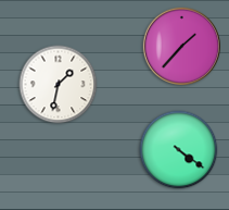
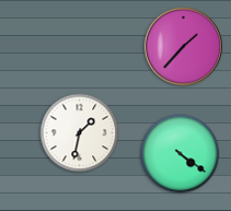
clock at (59, 85) position: (59, 85) -> (80, 133)
clock at (179, 150) position: (179, 150) -> (181, 154)
